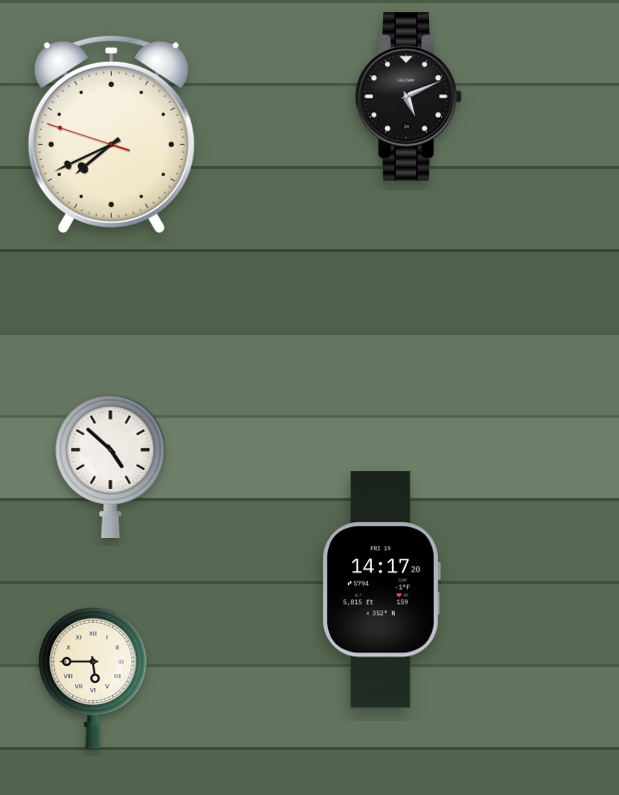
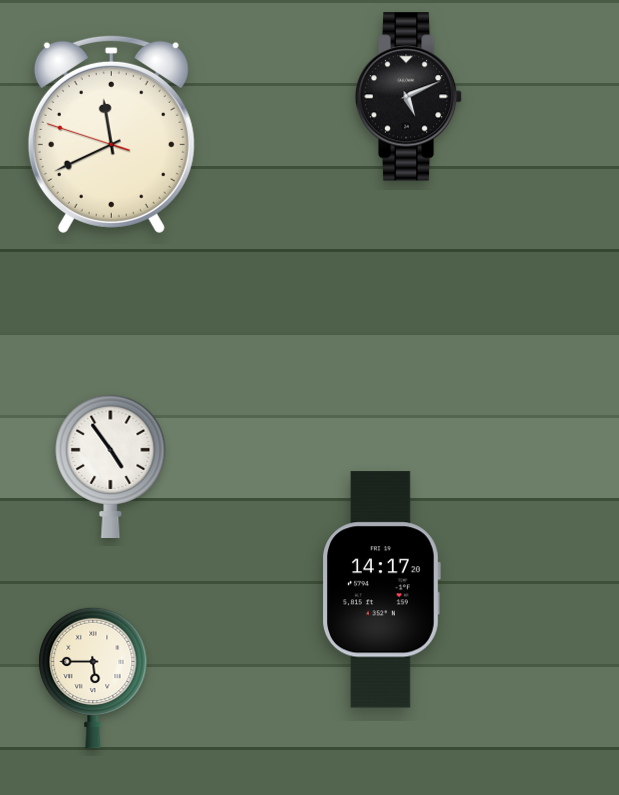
clock at (111, 134): 7:40 -> 11:40
clock at (111, 465): 4:52 -> 4:54
